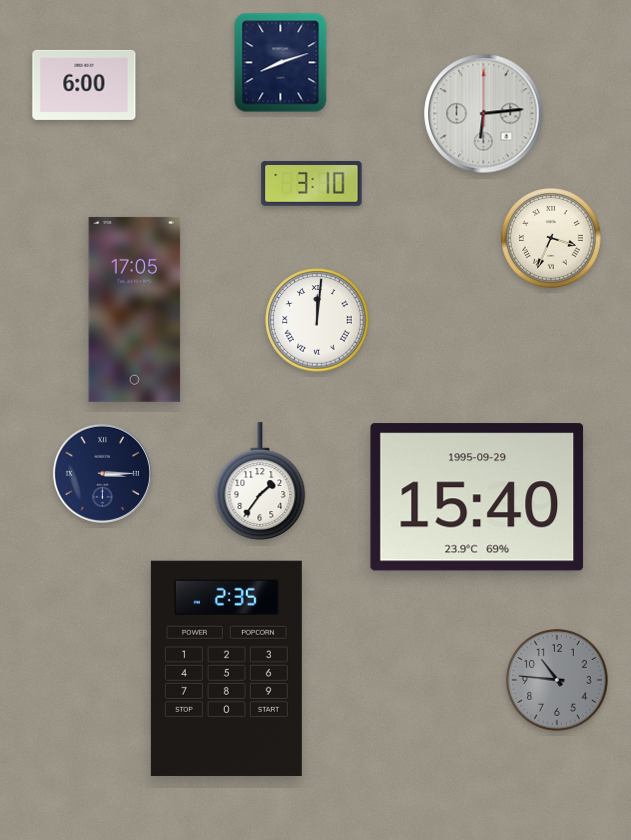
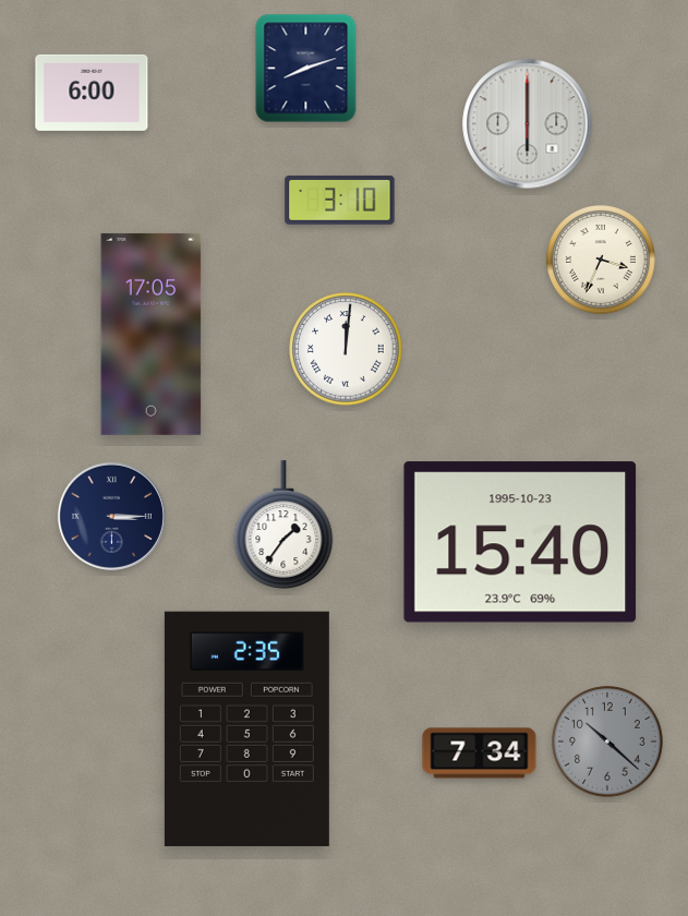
clock at (484, 114): 6:14 -> 6:00
clock at (135, 309) position: (135, 309) -> (152, 334)
clock at (477, 497) date: 1995-09-29 -> 1995-10-23
clock at (557, 680): 10:46 -> 10:22
clock at (480, 754): none -> 7:34
